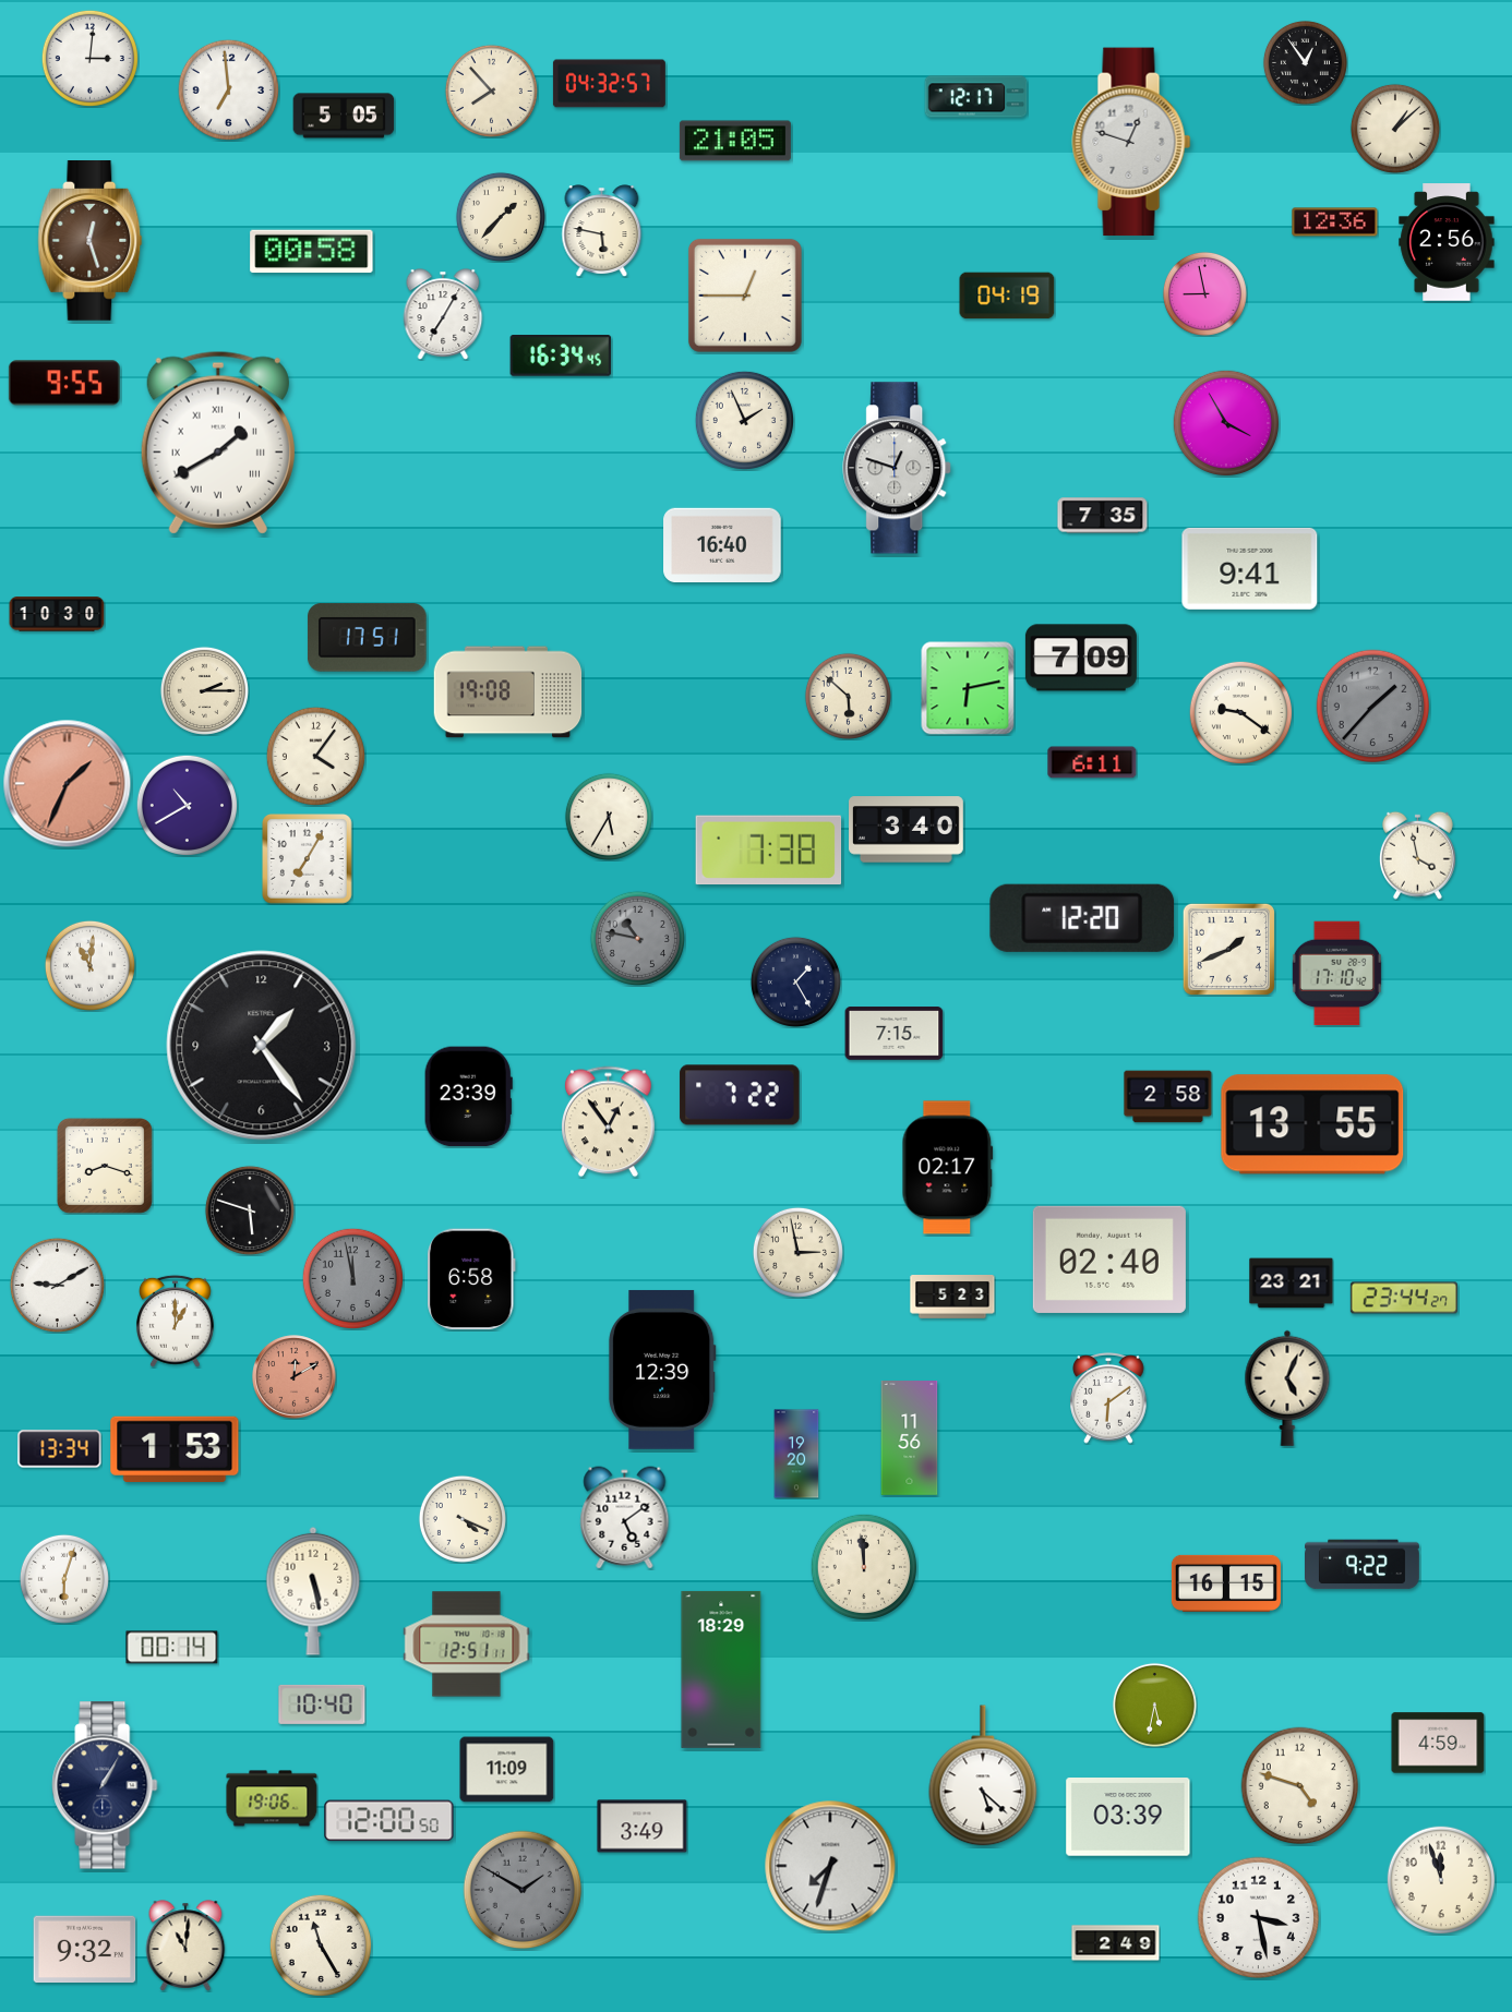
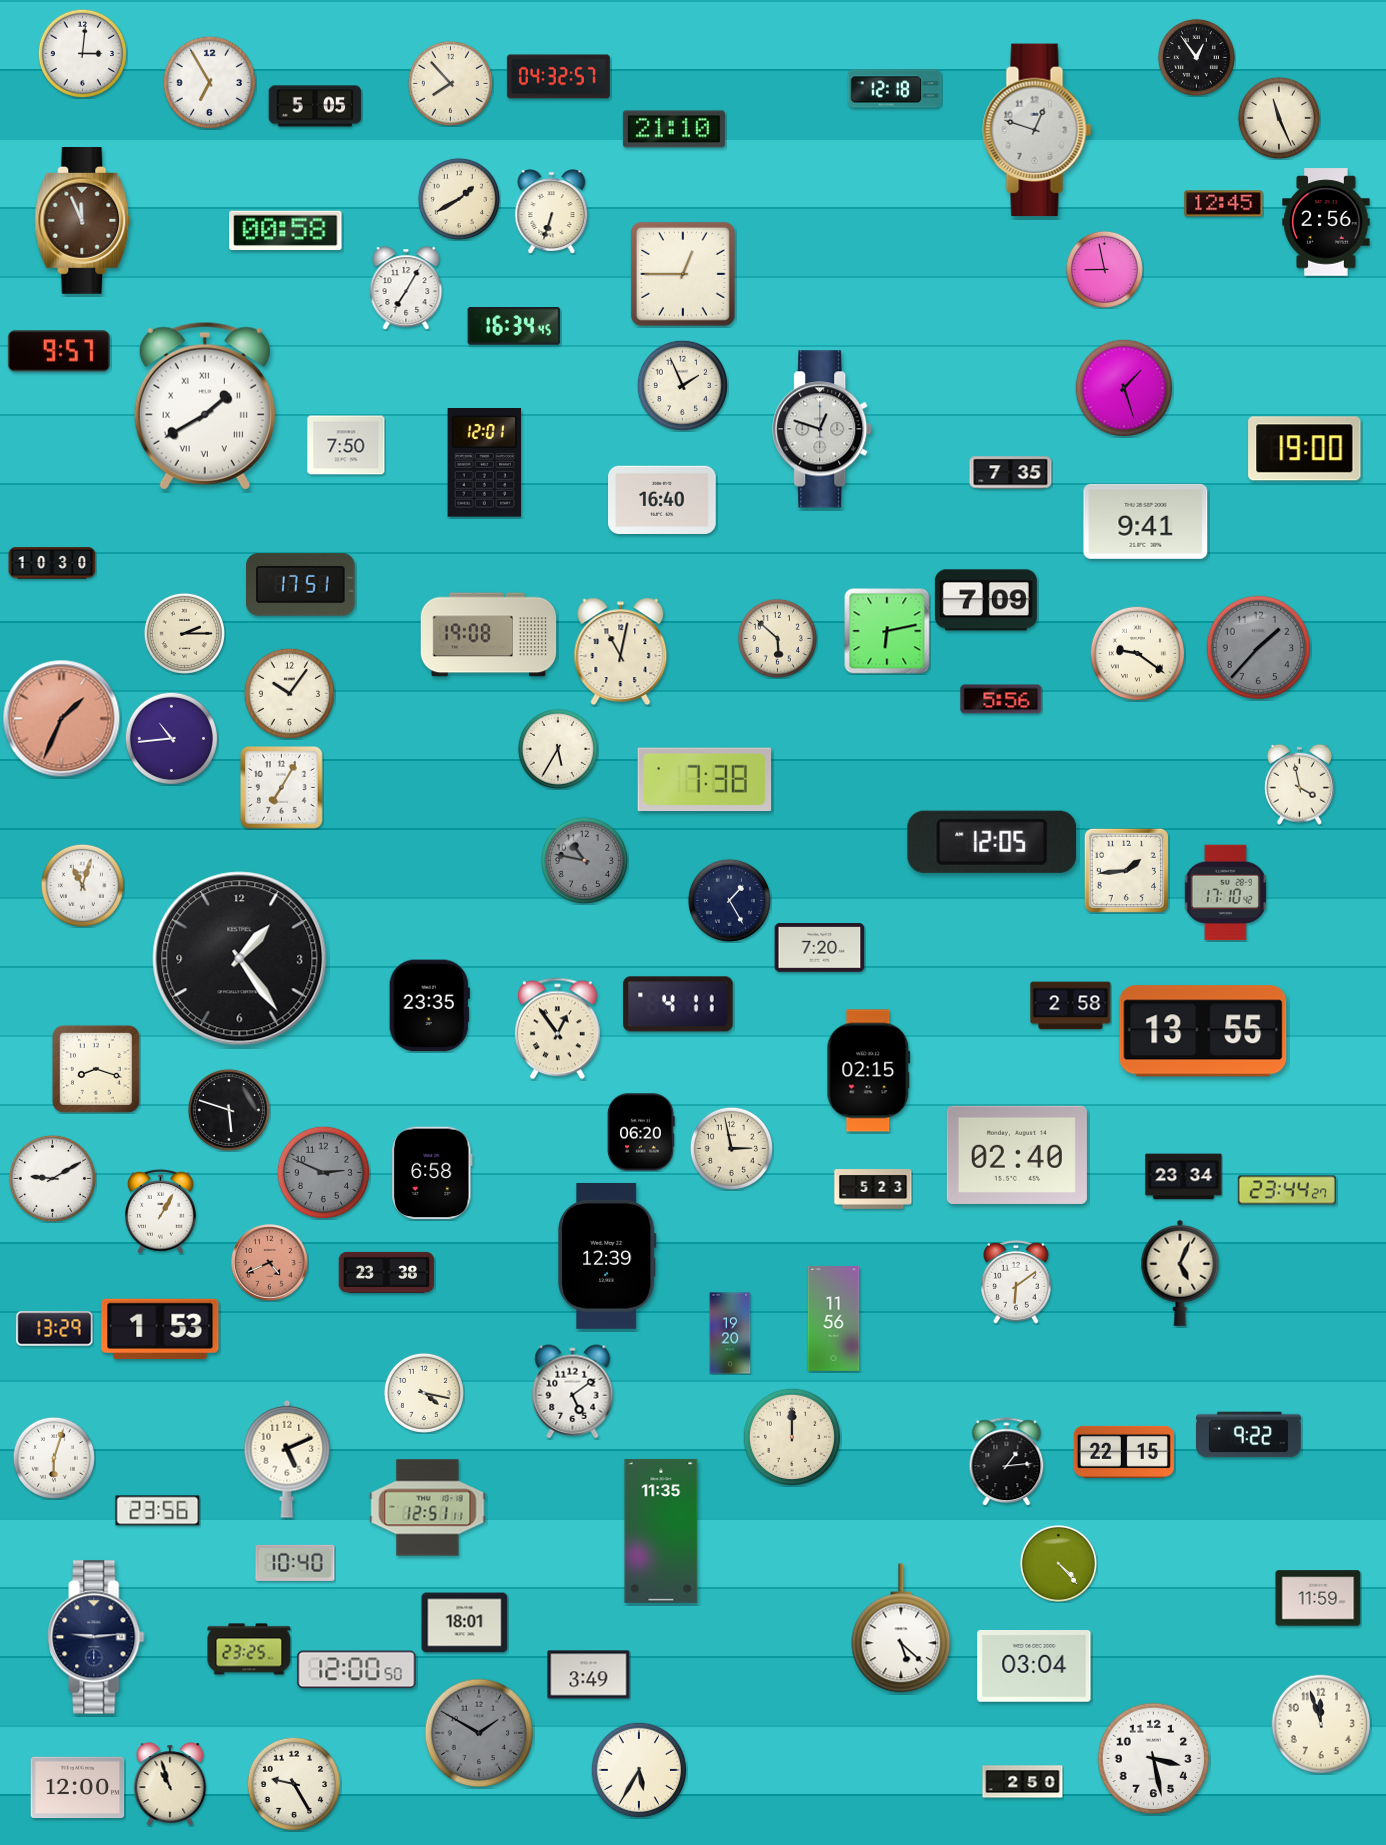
clock at (228, 89): 6:59 -> 6:55
clock at (976, 97): 12:17 -> 12:18
clock at (1395, 129): 1:08 -> 11:26
clock at (735, 141): 21:05 -> 21:10
clock at (501, 217): 1:37 -> 1:40
clock at (1335, 222): 12:36 -> 12:45
clock at (602, 230): 5:47 -> 6:33
clock at (91, 241): 12:27 -> 11:56
clock at (745, 296) position: (745, 296) -> (683, 274)
clock at (1007, 296): 04:19 -> none
clock at (64, 383): 9:55 -> 9:57
clock at (1225, 422): 3:55 -> 1:27
clock at (218, 443) position: (218, 443) -> (205, 406)
clock at (346, 445): none -> 7:50
clock at (1305, 449): none -> 19:00
clock at (484, 463): none -> 12:01
clock at (368, 638) position: (368, 638) -> (301, 585)
clock at (1081, 658) position: (1081, 658) -> (986, 600)
clock at (204, 690) position: (204, 690) -> (184, 633)
clock at (508, 692) position: (508, 692) -> (489, 635)
clock at (621, 652): none -> 11:02
clock at (315, 756): 4:06 -> 10:06
clock at (1092, 762): 6:11 -> 5:56
clock at (187, 805): 10:40 -> 10:44
clock at (907, 830): 3:40 -> none
clock at (1082, 918): 12:20 -> 12:05
clock at (1228, 949): 1:41 -> 1:44
clock at (89, 965): 11:01 -> 11:03
clock at (895, 1034): 7:15 -> 7:20
clock at (740, 1095): 7:22 -> 4:11
clock at (468, 1097): 23:39 -> 23:35
clock at (948, 1168): 02:17 -> 02:15
clock at (641, 1132): none -> 06:20
clock at (352, 1278): 11:58 -> 2:49
clock at (1292, 1284): 23:21 -> 23:34
clock at (175, 1321): 1:00 -> 1:05
clock at (295, 1377): 12:10 -> 4:41
clock at (387, 1272): none -> 23:38
clock at (60, 1449): 13:34 -> 13:29
clock at (463, 1519): 4:19 -> 4:17
clock at (863, 1566): 11:59 -> 12:00
clock at (64, 1579) position: (64, 1579) -> (54, 1458)
clock at (1226, 1583): 16:15 -> 22:15
clock at (313, 1591): 5:28 -> 5:11
clock at (1007, 1462): none -> 1:14
clock at (172, 1648): 00:14 -> 23:56
clock at (721, 1670): 18:29 -> 11:35
clock at (1154, 1704): 5:32 -> 4:23
clock at (1438, 1743): 4:59 -> 11:59
clock at (507, 1770): 11:09 -> 18:01
clock at (105, 1785): 1:05 -> 9:14
clock at (1300, 1786): 4:48 -> none
clock at (272, 1798): 19:06 -> 23:25
clock at (1128, 1817): 03:39 -> 03:04
clock at (830, 1866): 7:33 -> none
clock at (638, 1769): none -> 5:35
clock at (1116, 1943): 2:49 -> 2:50
clock at (320, 1944): 11:25 -> 9:25
clock at (185, 1945): 11:01 -> 10:57
clock at (85, 1950): 9:32 -> 12:00
